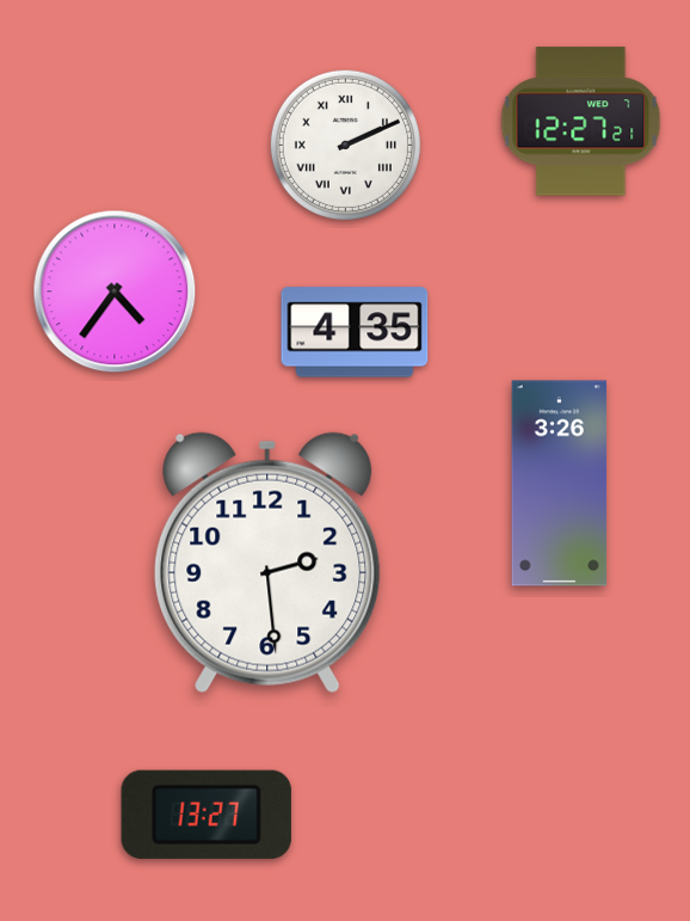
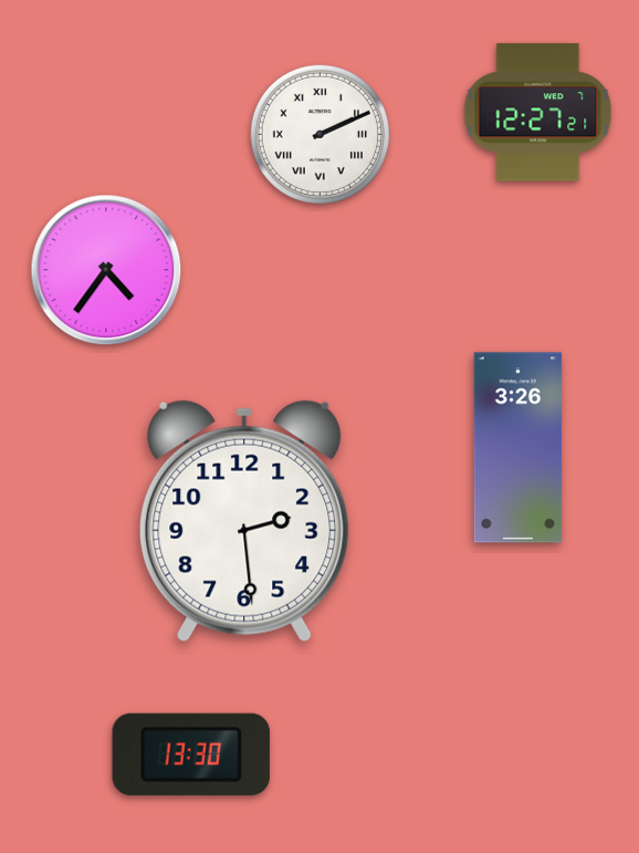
clock at (355, 332): 4:35 -> none
clock at (267, 563) position: (267, 563) -> (244, 521)
clock at (207, 815): 13:27 -> 13:30
